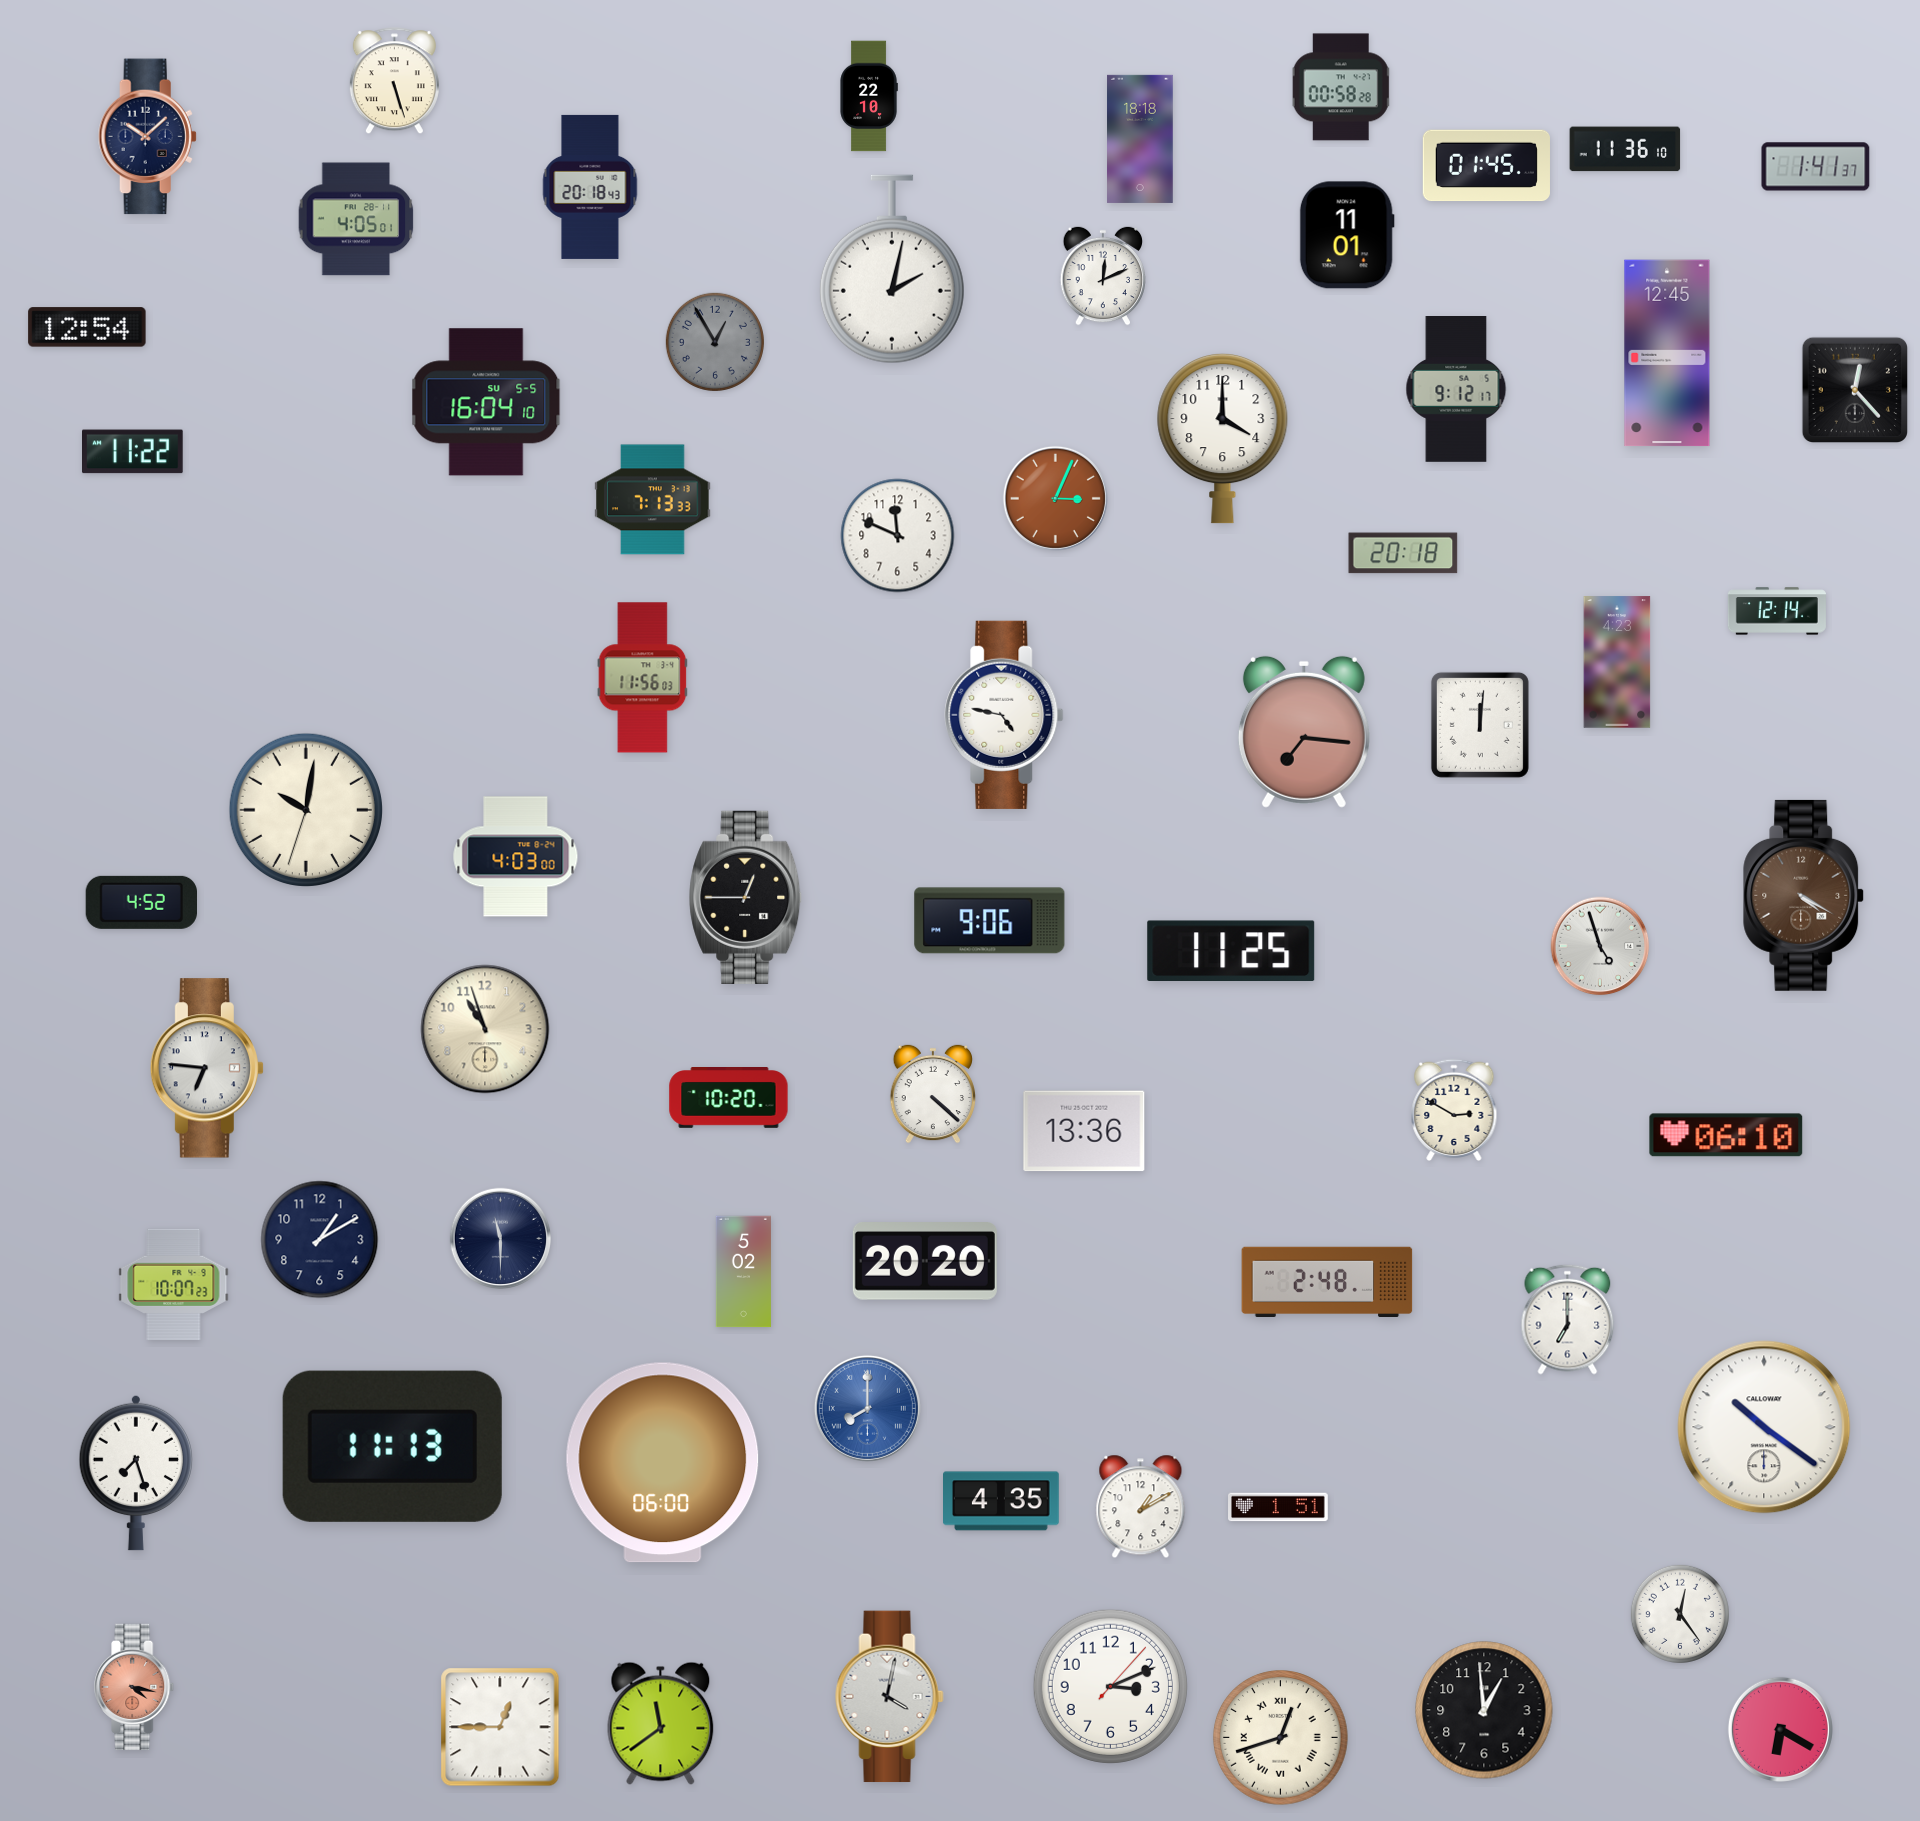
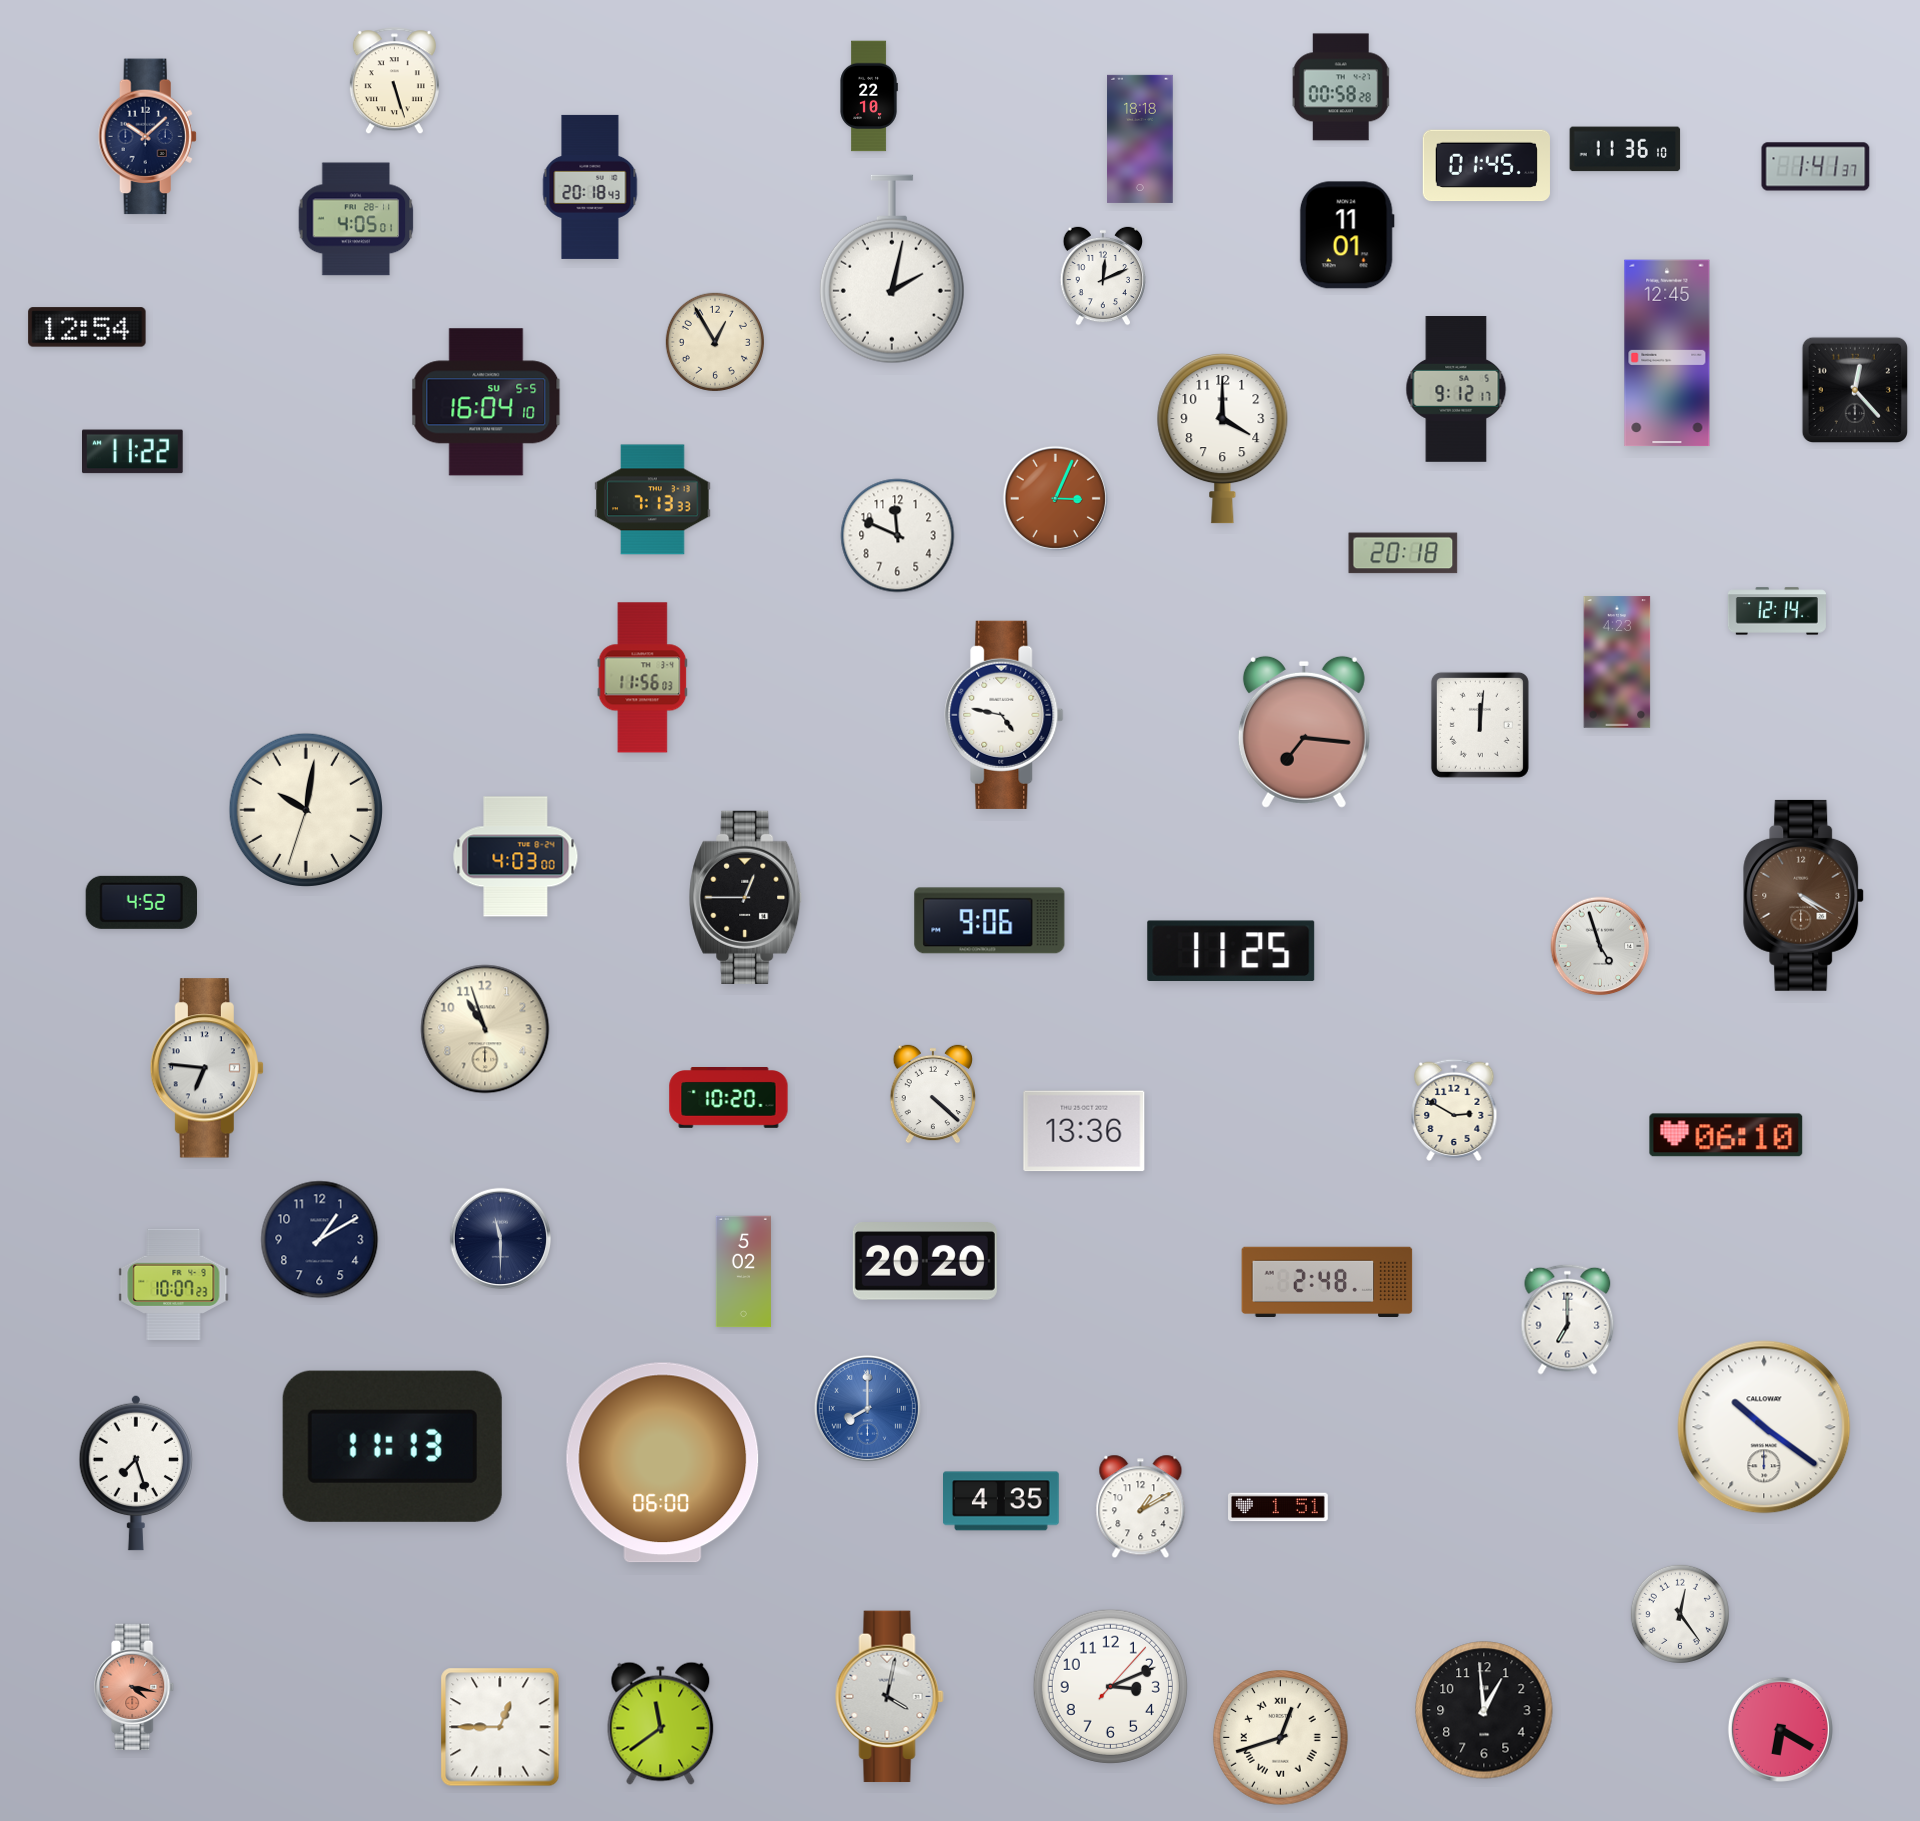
clock at (715, 342) dial: grey -> cream
